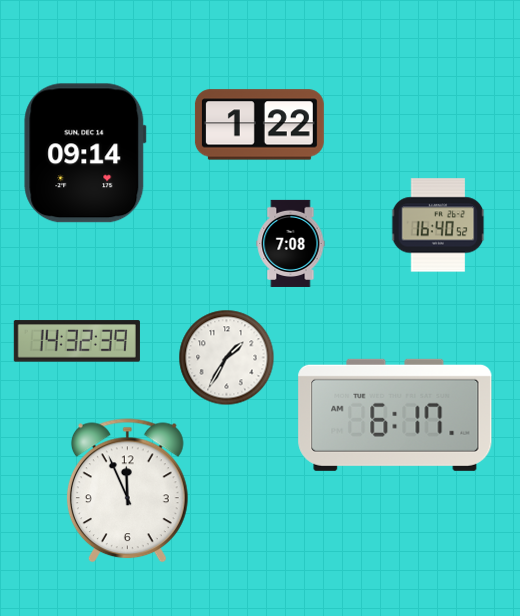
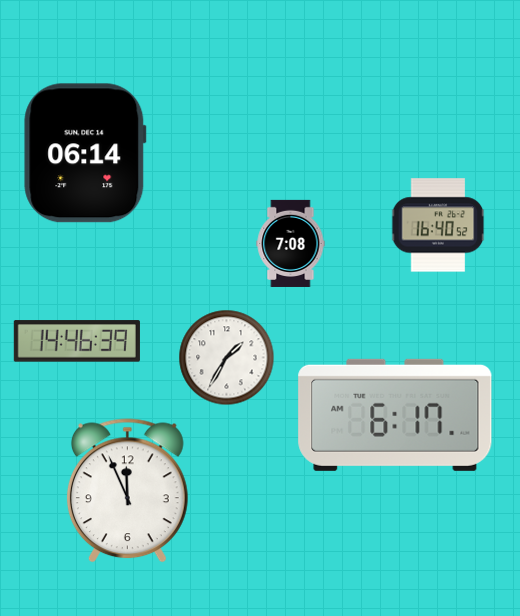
clock at (259, 125): 1:22 -> none
clock at (85, 153): 09:14 -> 06:14
clock at (77, 341): 14:32 -> 14:46
